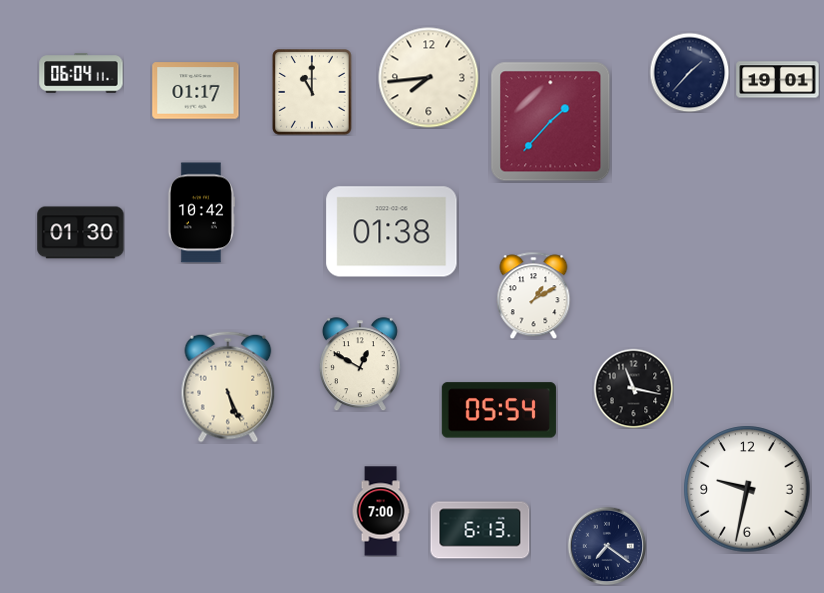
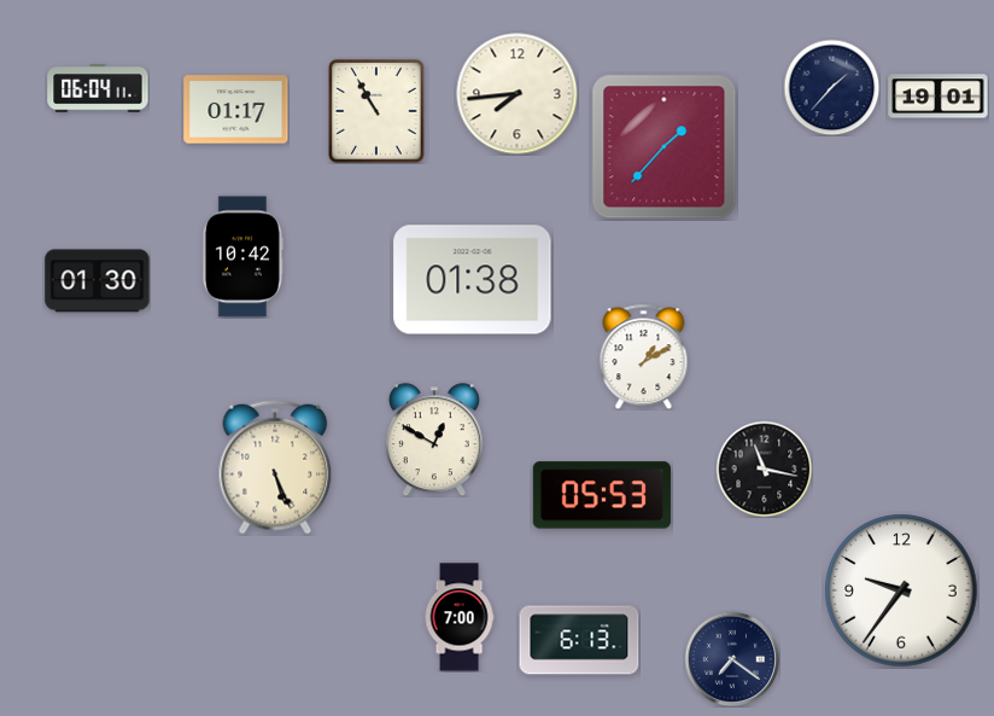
clock at (312, 92): 11:00 -> 10:55
clock at (499, 410): 05:54 -> 05:53
clock at (747, 489): 9:32 -> 9:36
